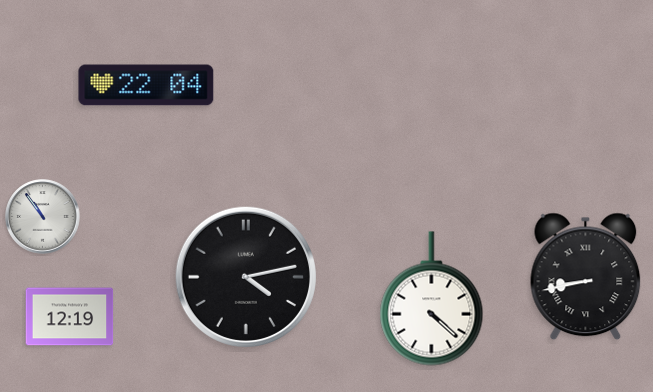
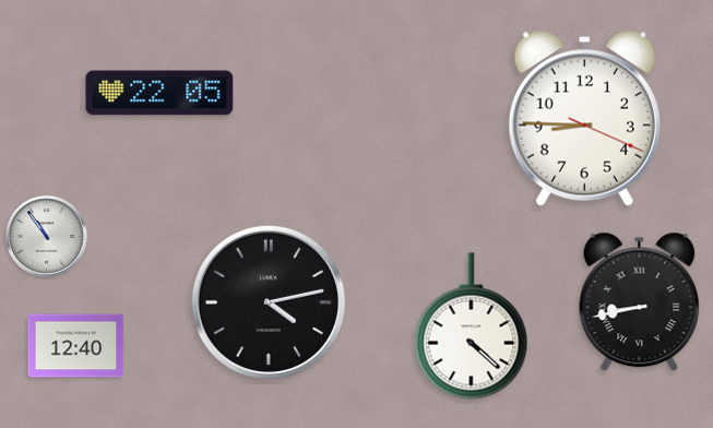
clock at (146, 85): 22:04 -> 22:05
clock at (584, 119): none -> 8:45
clock at (70, 317): 12:19 -> 12:40
